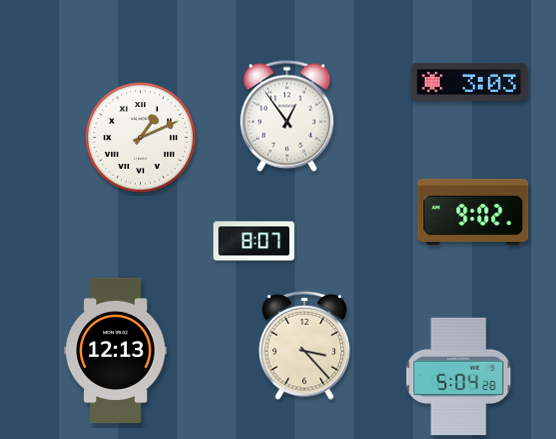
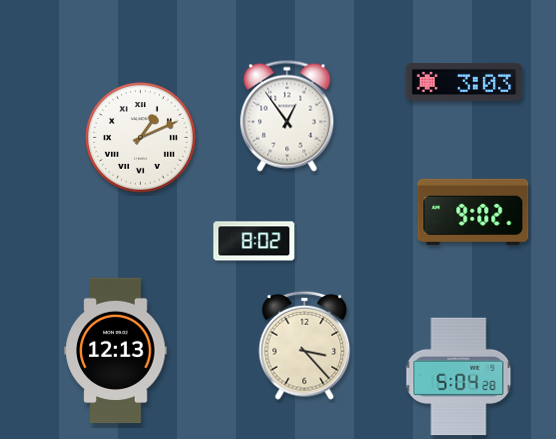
clock at (469, 82) position: (469, 82) -> (464, 82)
clock at (254, 241): 8:07 -> 8:02
